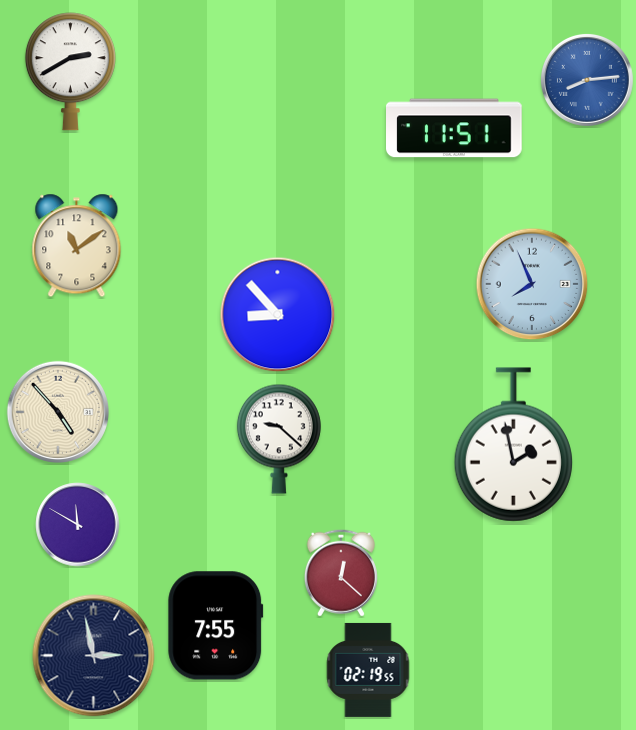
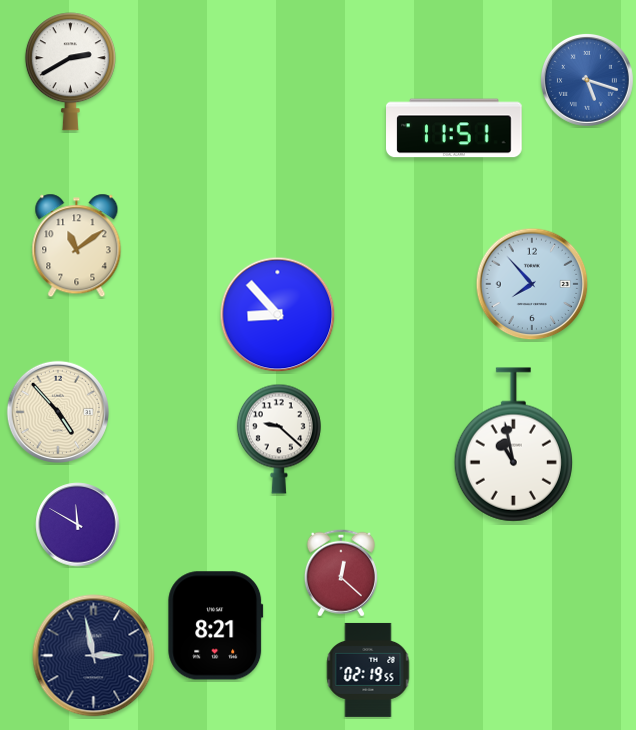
clock at (587, 80): 8:14 -> 5:18
clock at (532, 284): 7:56 -> 7:53
clock at (513, 445): 1:58 -> 10:58
clock at (216, 626): 7:55 -> 8:21
